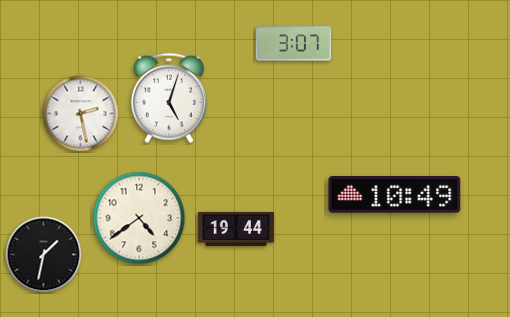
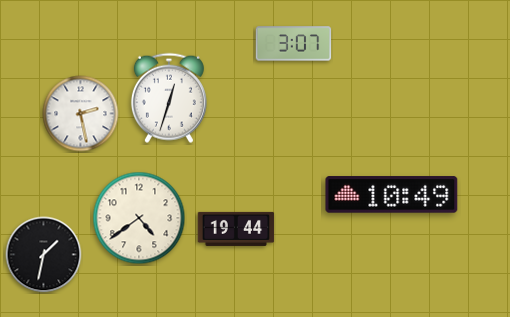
clock at (169, 98): 5:03 -> 12:33
clock at (395, 195) position: (395, 195) -> (392, 195)
